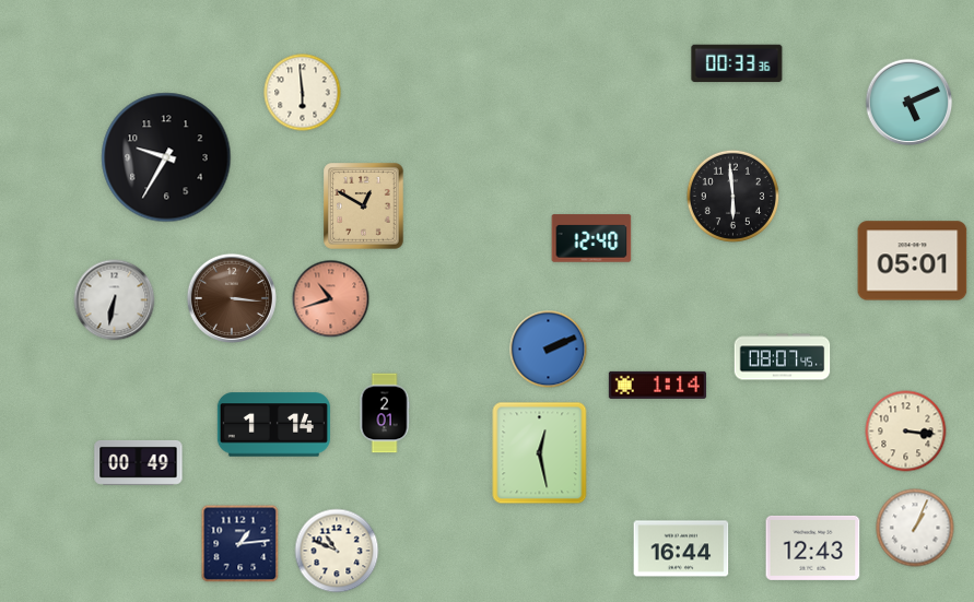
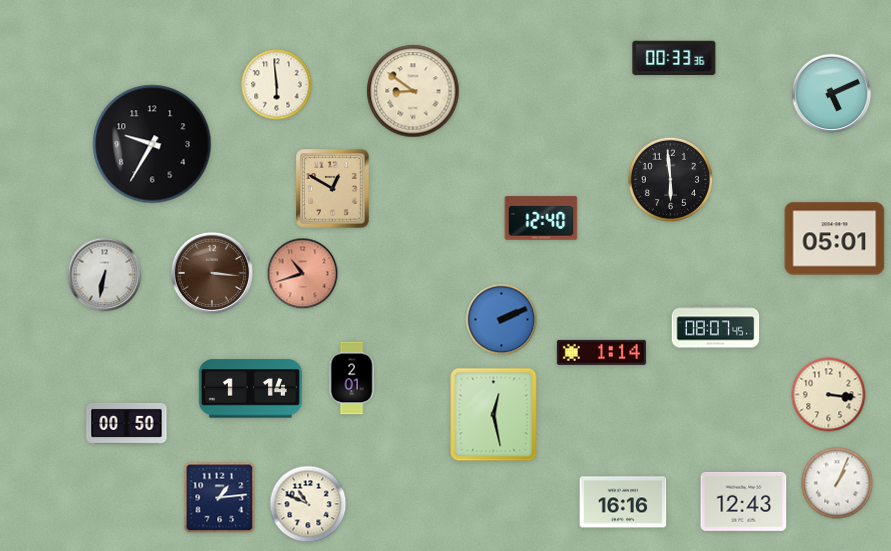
clock at (413, 91): none -> 8:51
clock at (139, 462): 00:49 -> 00:50
clock at (681, 548): 16:44 -> 16:16
